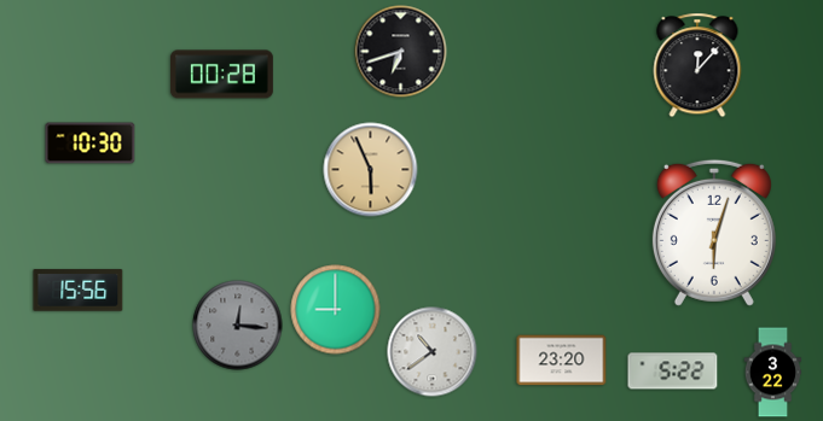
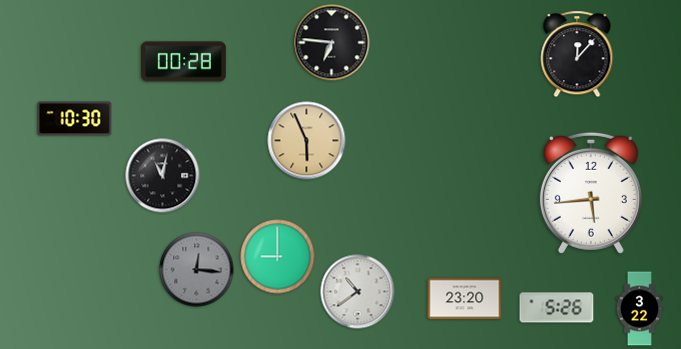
clock at (401, 52): 6:42 -> 6:46
clock at (163, 176): none -> 11:02
clock at (714, 233): 6:03 -> 5:44
clock at (79, 291): 15:56 -> none
clock at (673, 372): 5:22 -> 5:26
